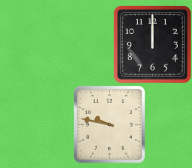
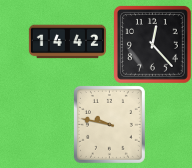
clock at (67, 42): none -> 14:42
clock at (152, 44): 12:00 -> 12:23
